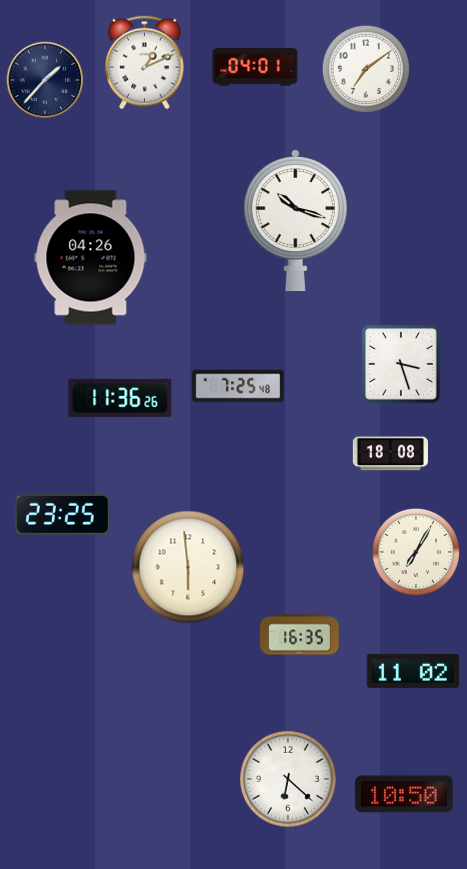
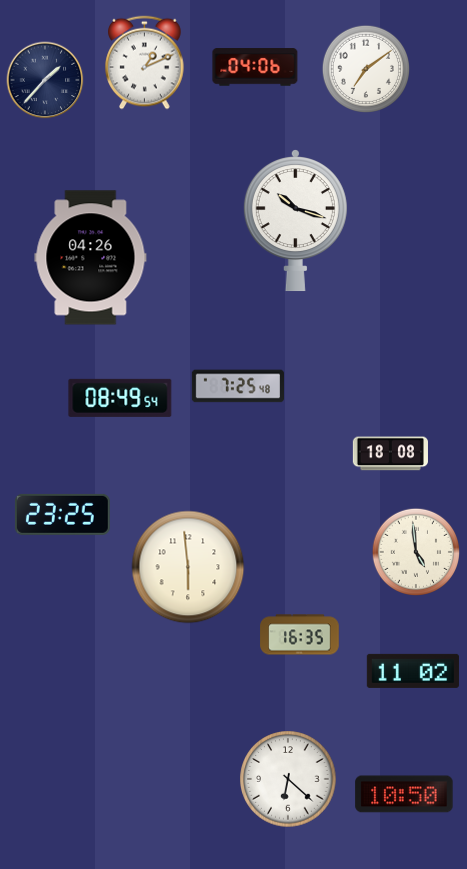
clock at (255, 67): 04:01 -> 04:06
clock at (401, 364): 3:27 -> none
clock at (120, 398): 11:36 -> 08:49
clock at (415, 551): 7:05 -> 4:59
